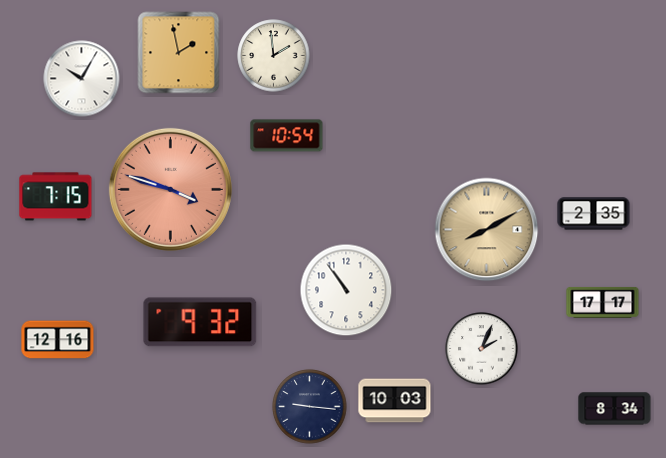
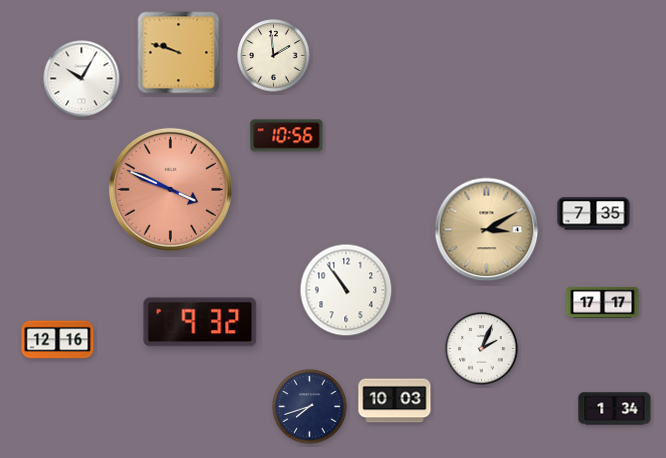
clock at (179, 53): 1:58 -> 9:48
clock at (287, 136): 10:54 -> 10:56
clock at (170, 189): 3:48 -> 3:49
clock at (56, 197): 7:15 -> none
clock at (594, 214): 2:35 -> 7:35
clock at (487, 230): 8:10 -> 3:10
clock at (310, 407): 9:16 -> 7:42
clock at (615, 409): 8:34 -> 1:34
